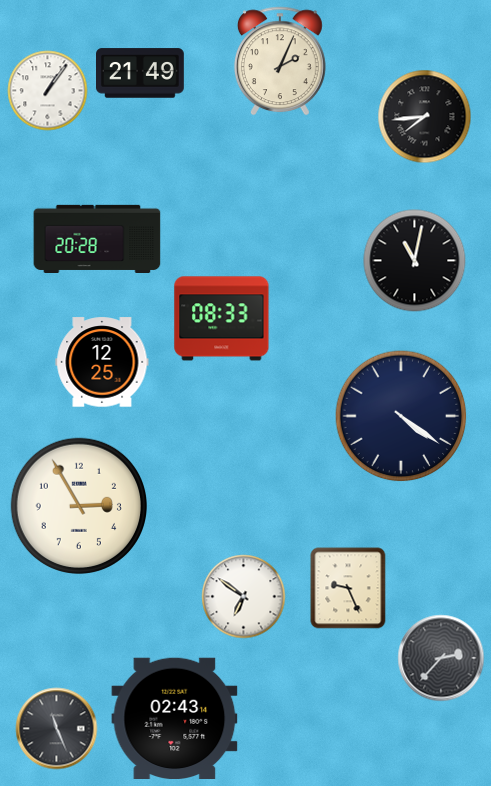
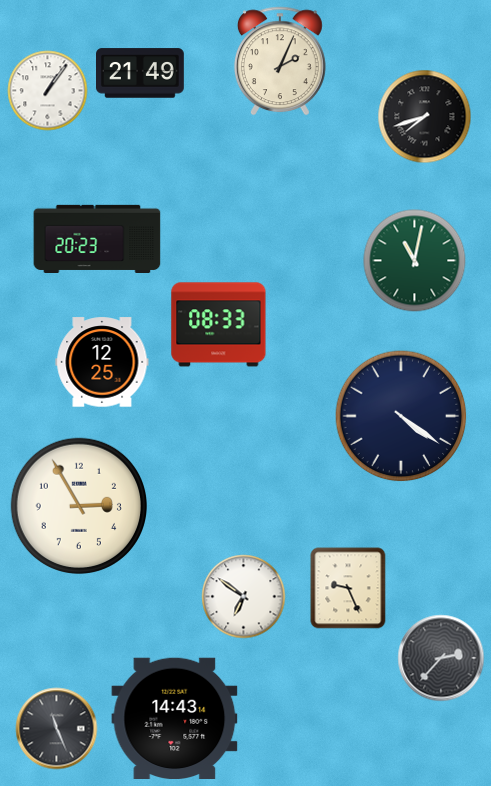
clock at (425, 117): 7:44 -> 7:42
clock at (97, 238): 20:28 -> 20:23
clock at (415, 261) dial: black -> green
clock at (222, 319) position: (222, 319) -> (219, 325)
clock at (175, 719): 02:43 -> 14:43
